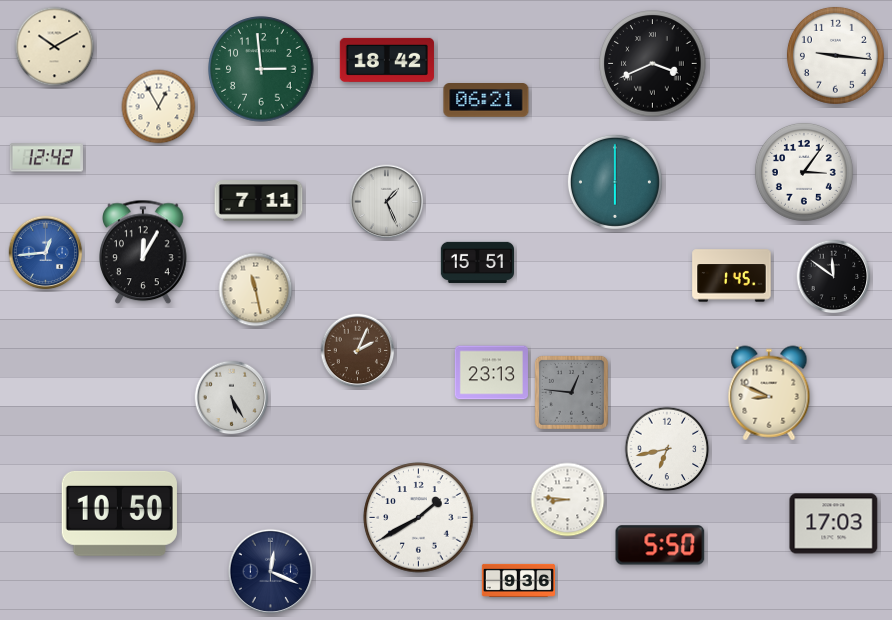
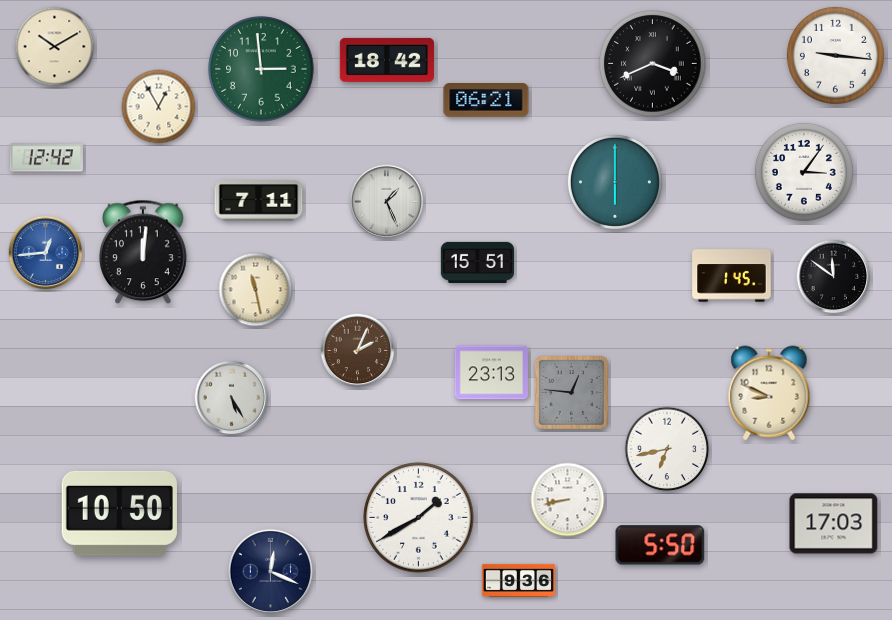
clock at (143, 252): 12:05 -> 12:01
clock at (568, 500): 8:46 -> 8:43
